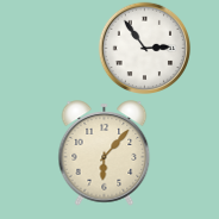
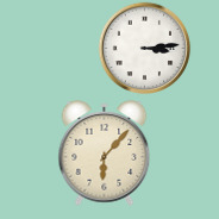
clock at (144, 48): 2:54 -> 3:14
